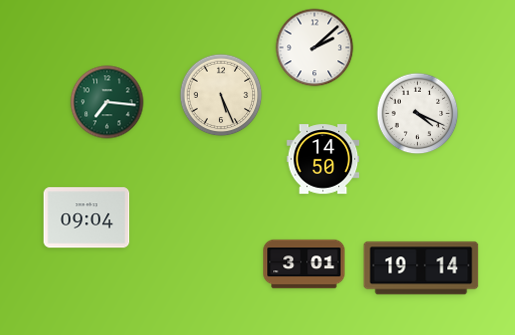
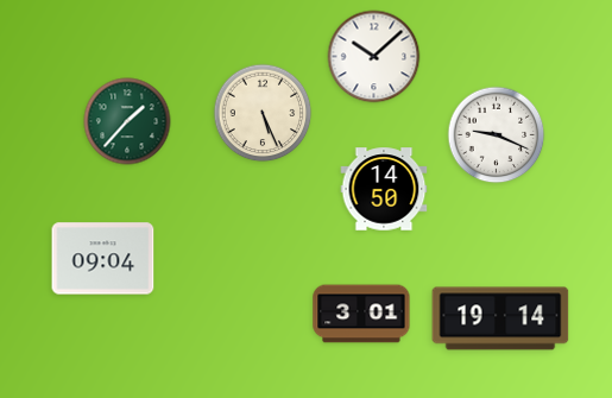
clock at (315, 48): 2:08 -> 10:08
clock at (107, 102): 7:16 -> 1:37
clock at (418, 114): 4:19 -> 9:19
